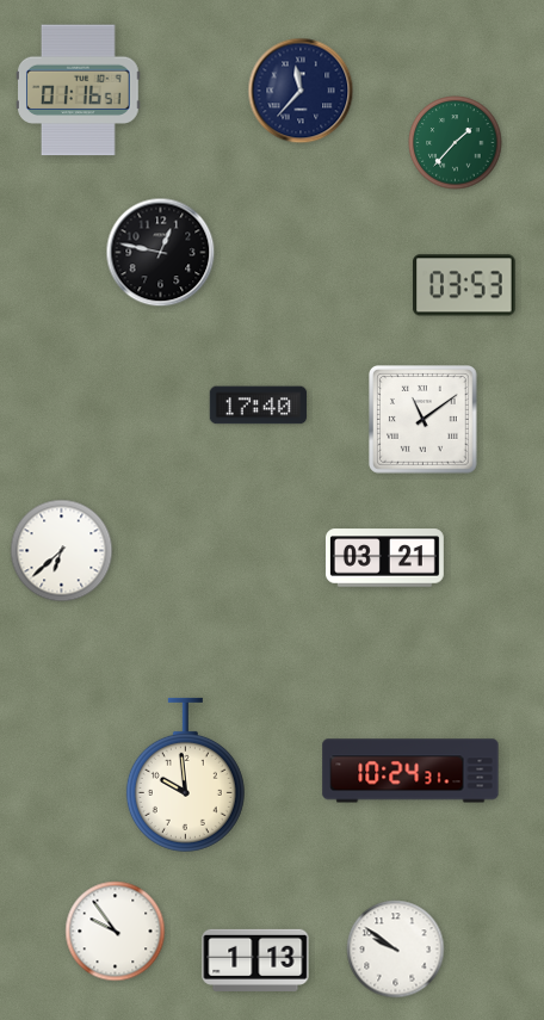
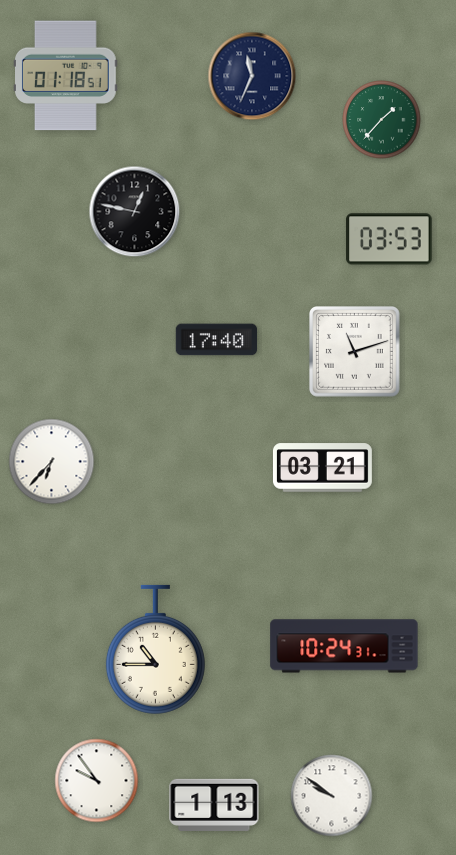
clock at (79, 91): 01:16 -> 01:18
clock at (301, 91): 11:37 -> 11:34
clock at (424, 420): 11:09 -> 11:12
clock at (62, 551): 6:38 -> 6:37
clock at (185, 774): 9:59 -> 10:45
